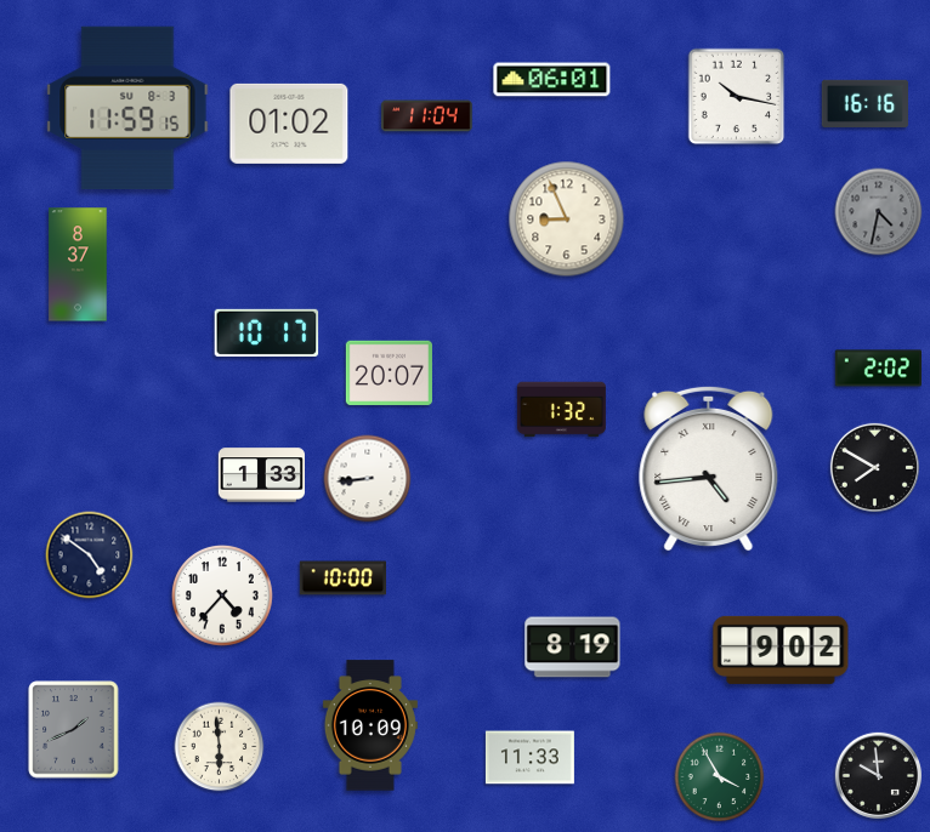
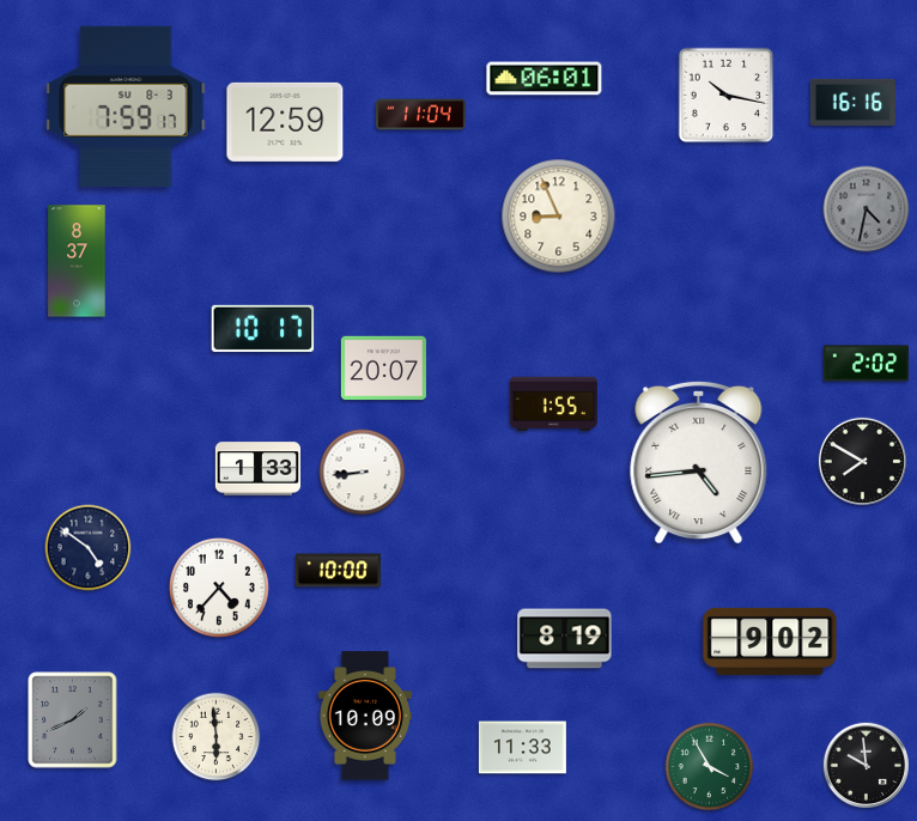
clock at (127, 107): 11:59 -> 7:59
clock at (289, 124): 01:02 -> 12:59
clock at (561, 410): 1:32 -> 1:55
